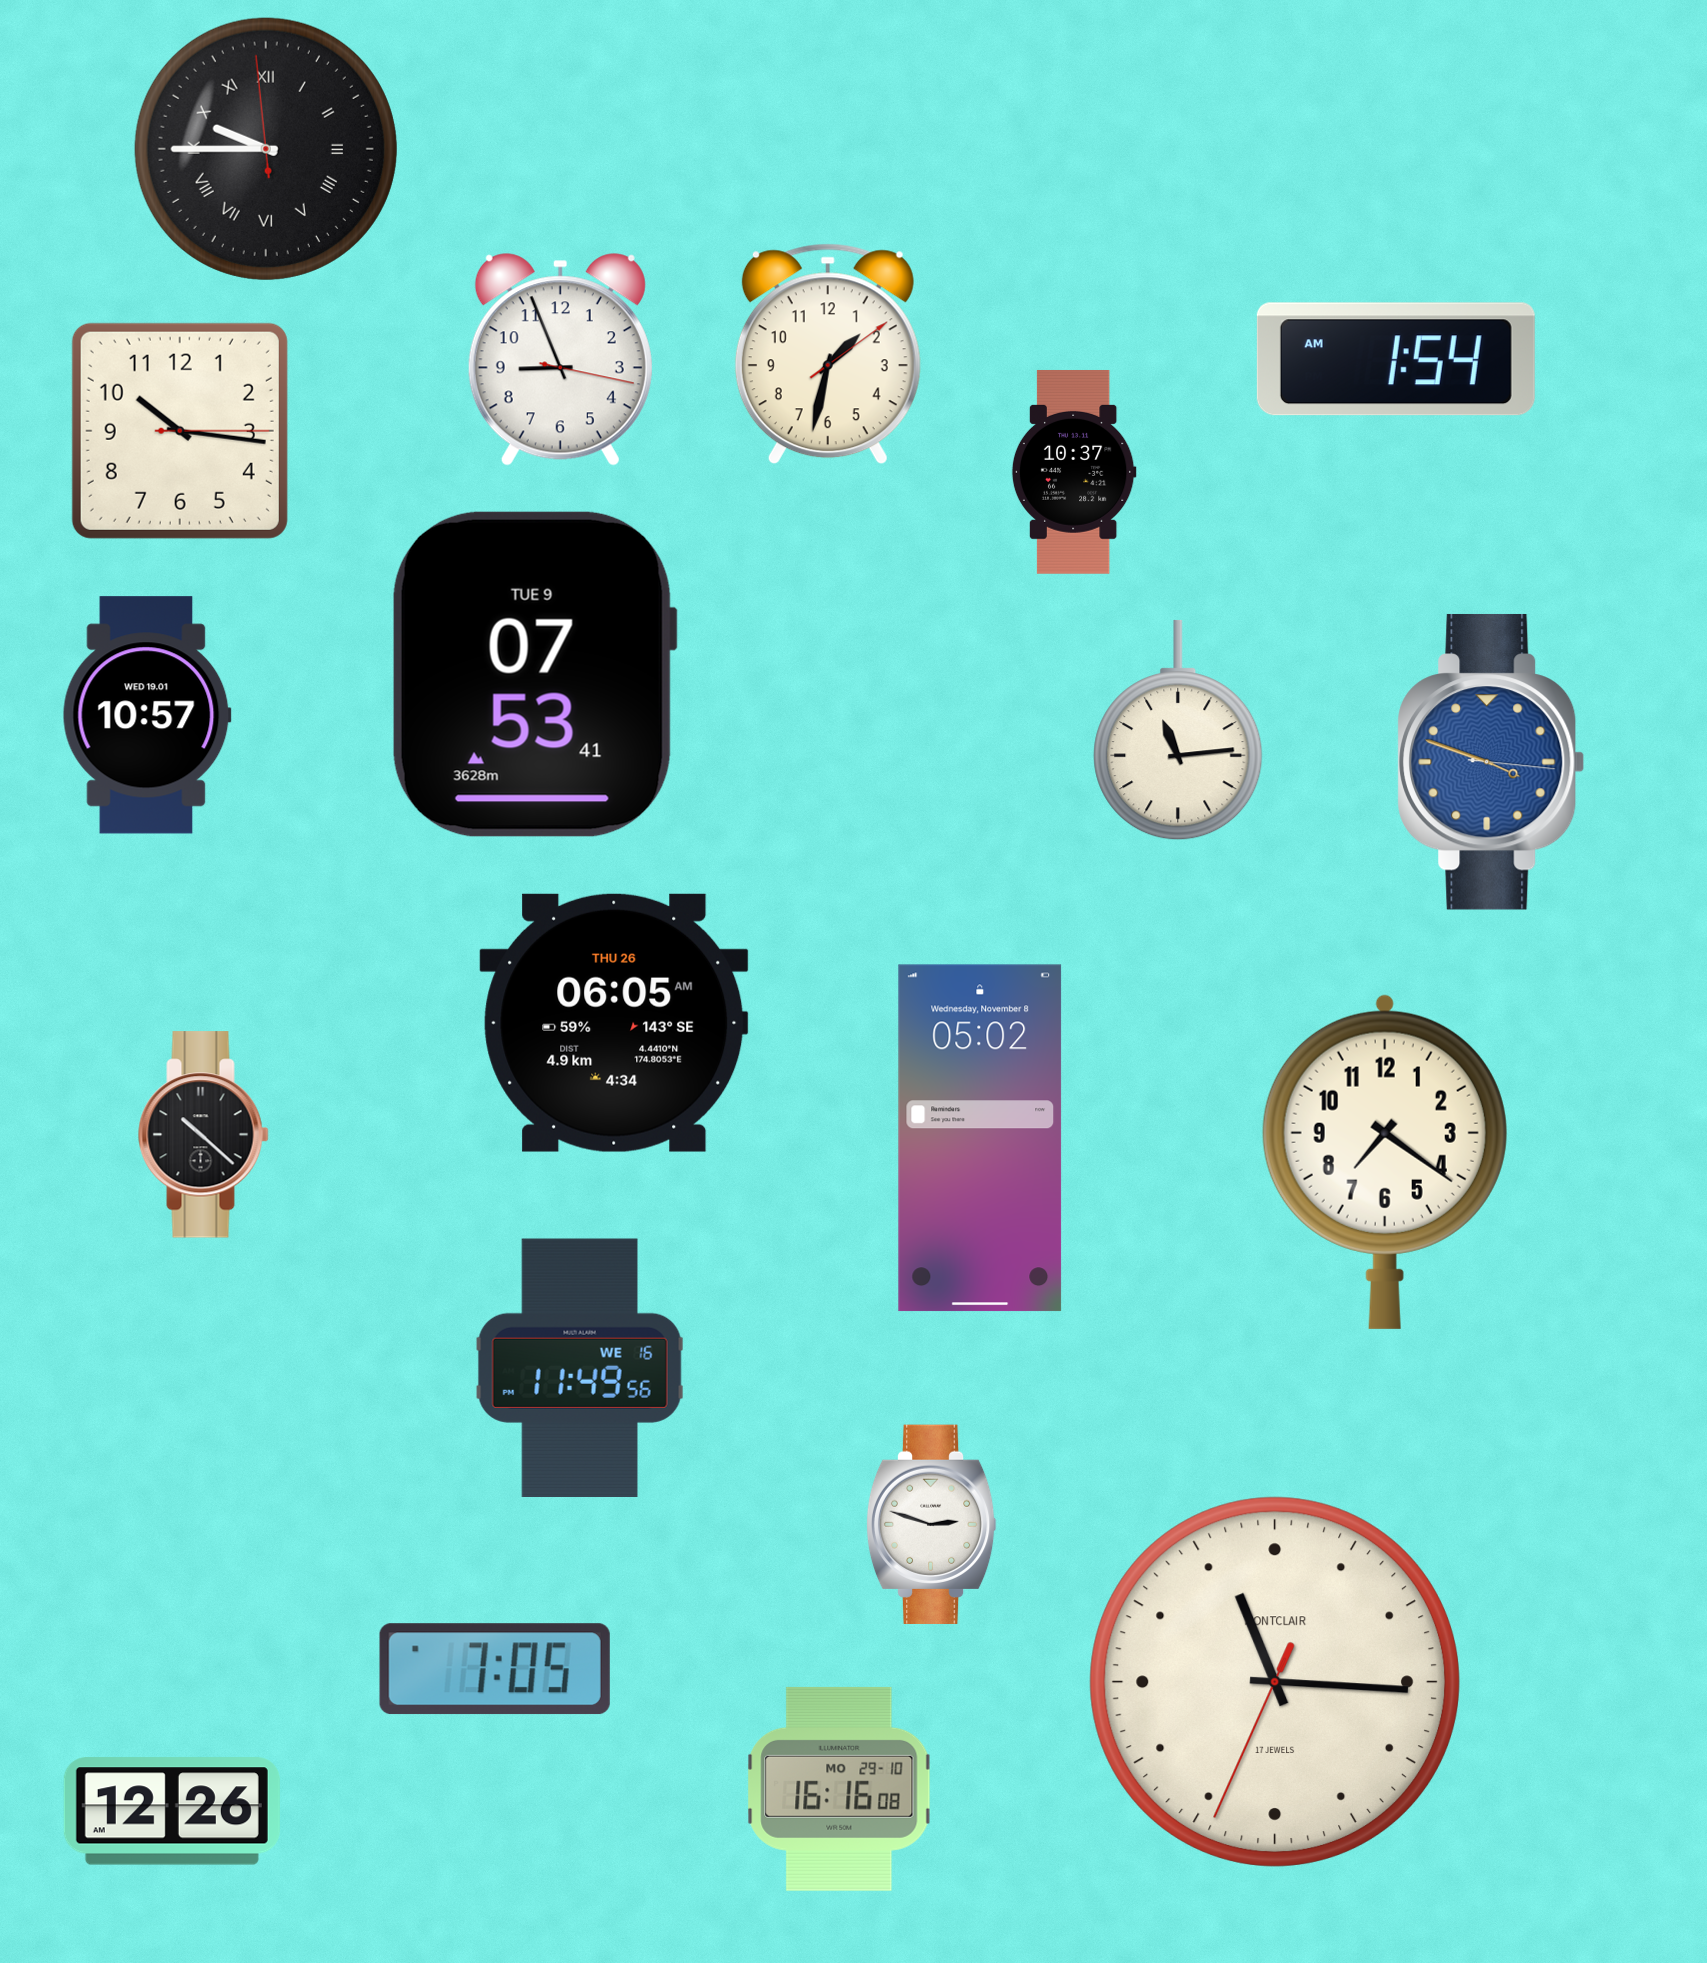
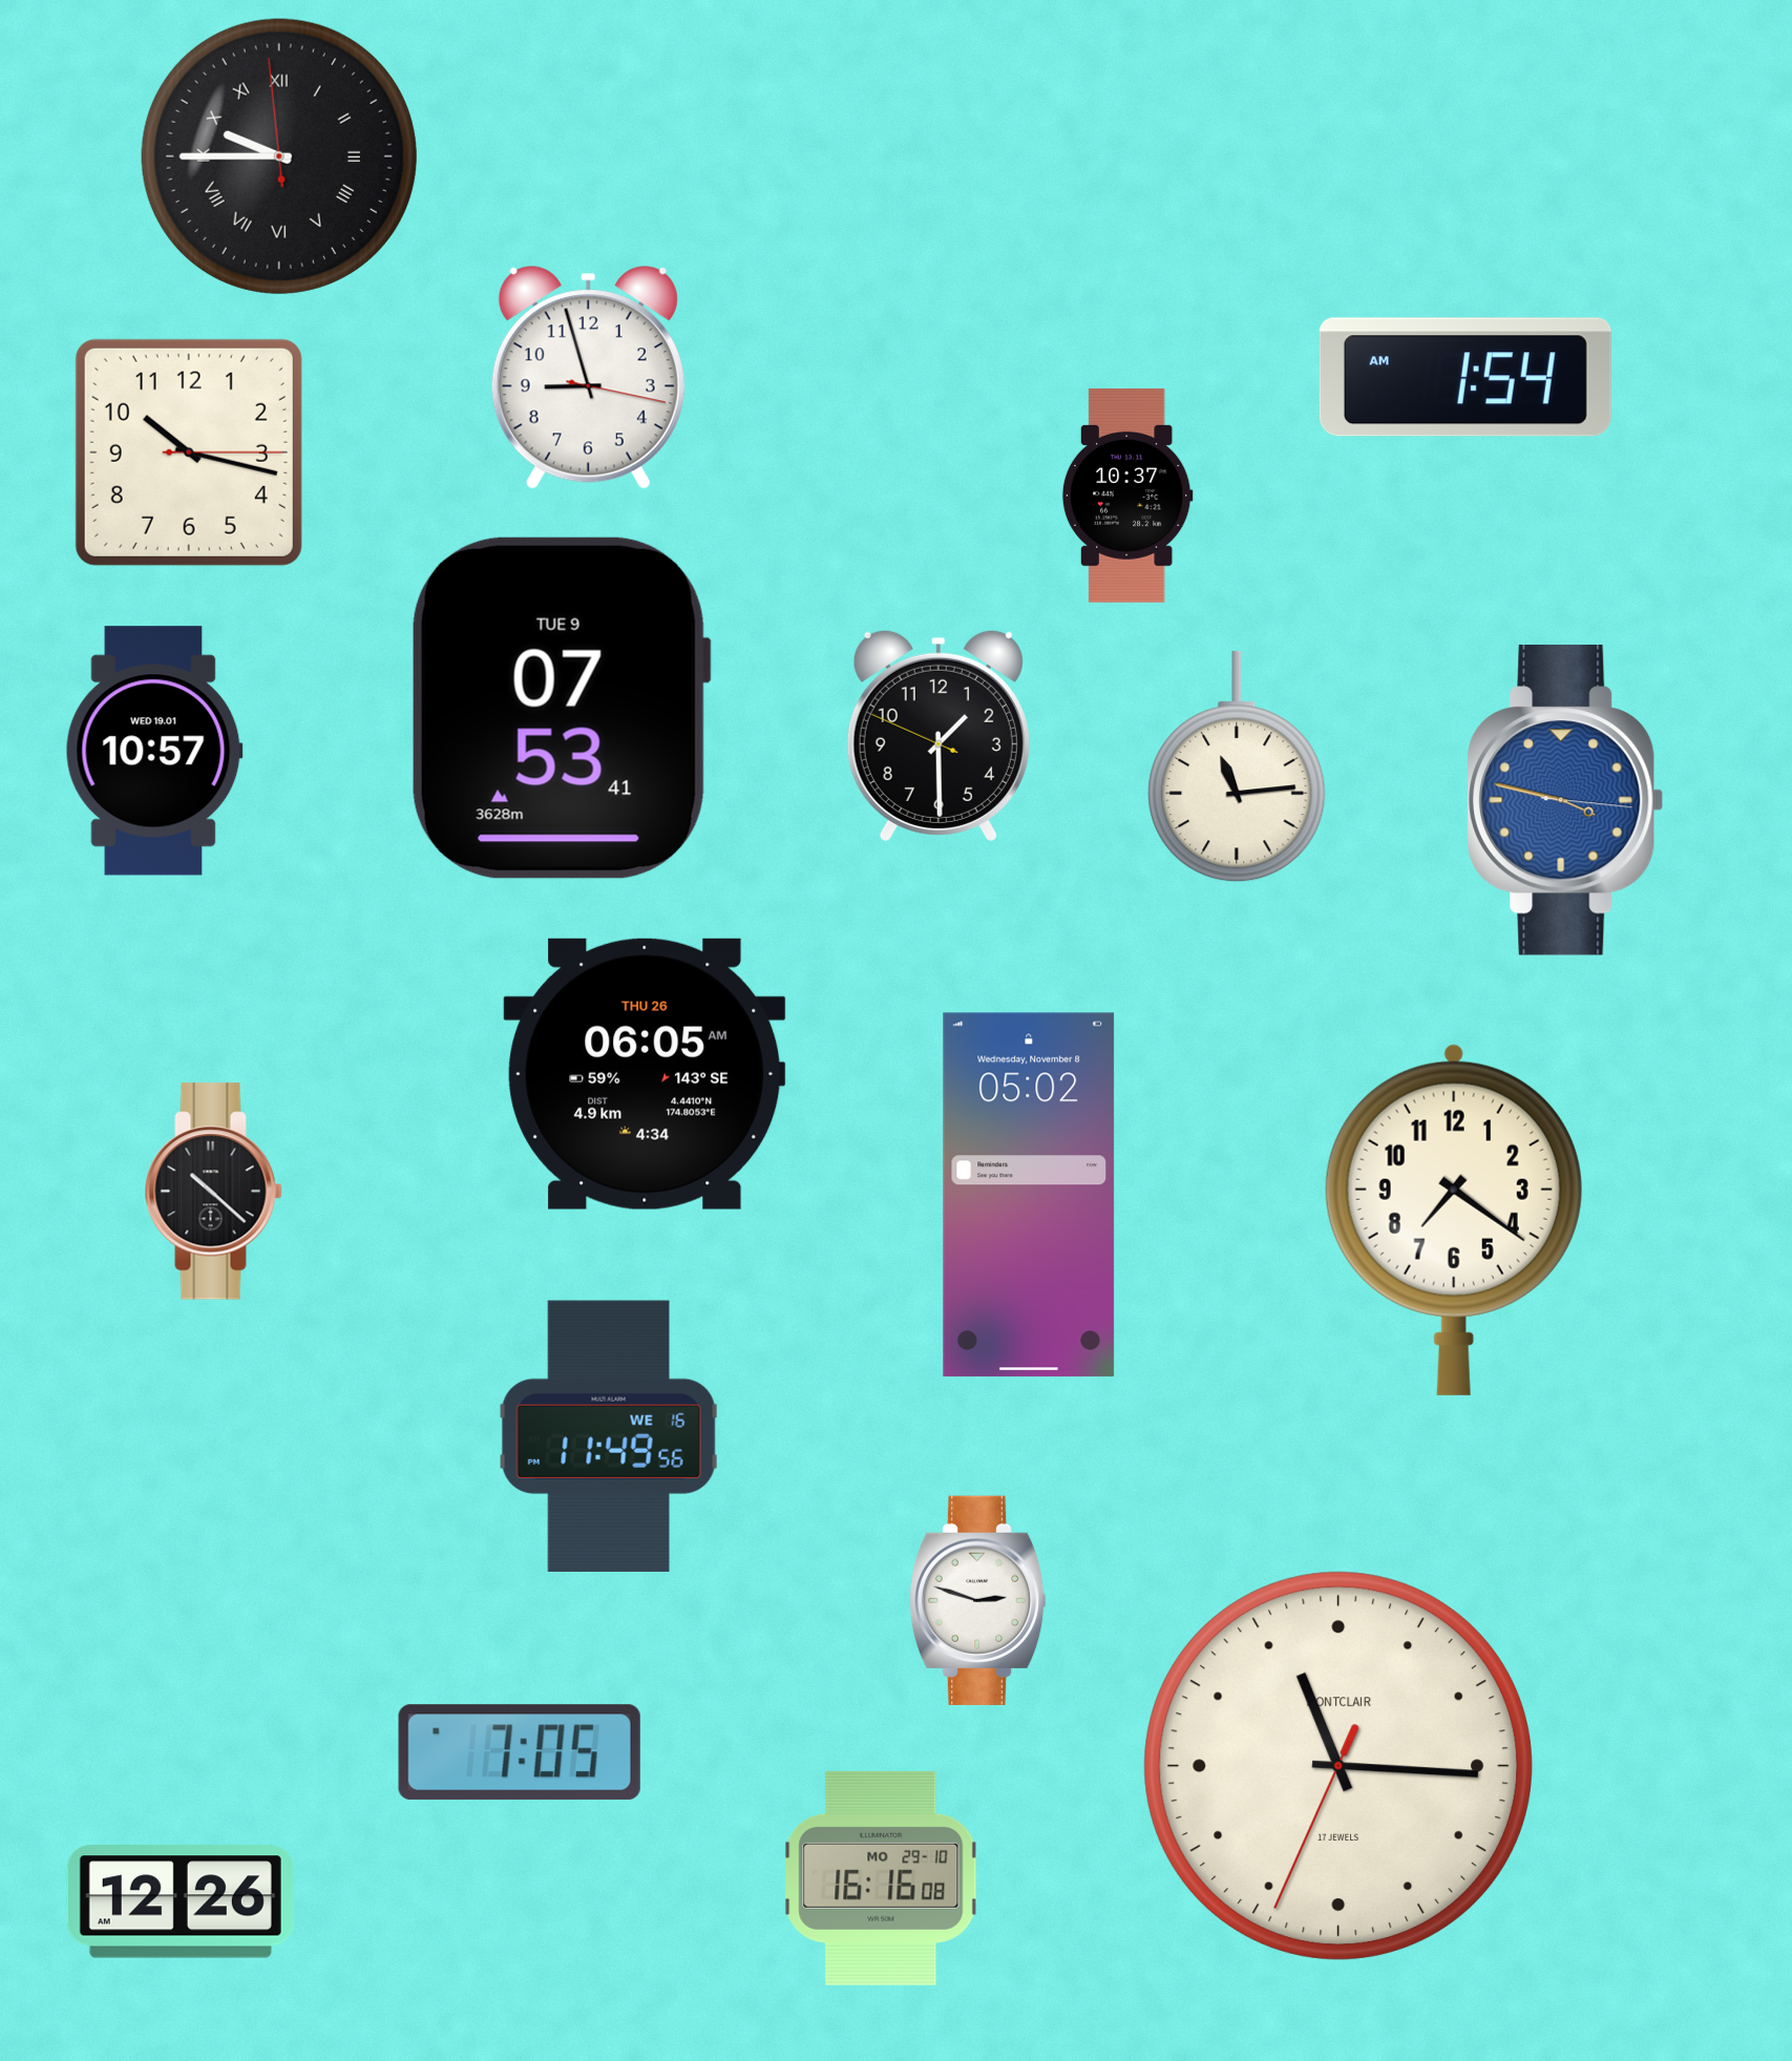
clock at (828, 354): 1:32 -> none
clock at (560, 360): 8:56 -> 8:57
clock at (180, 431): 10:16 -> 10:17
clock at (939, 735): none -> 1:29
clock at (1491, 762): 3:48 -> 3:47
